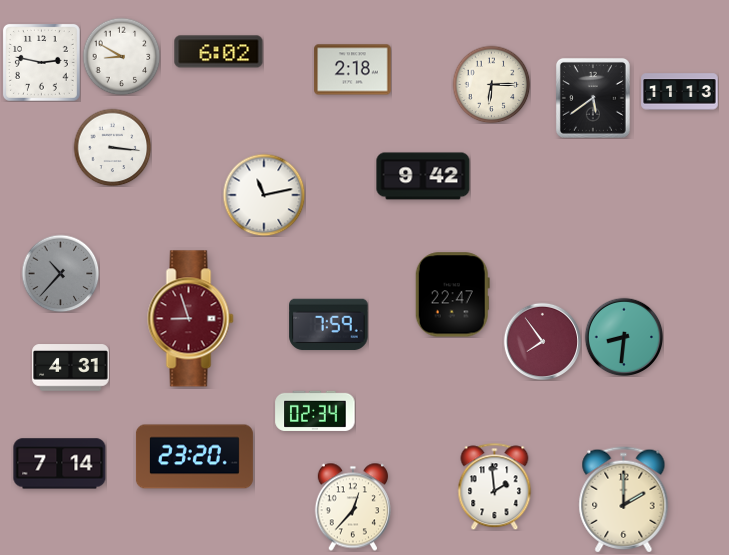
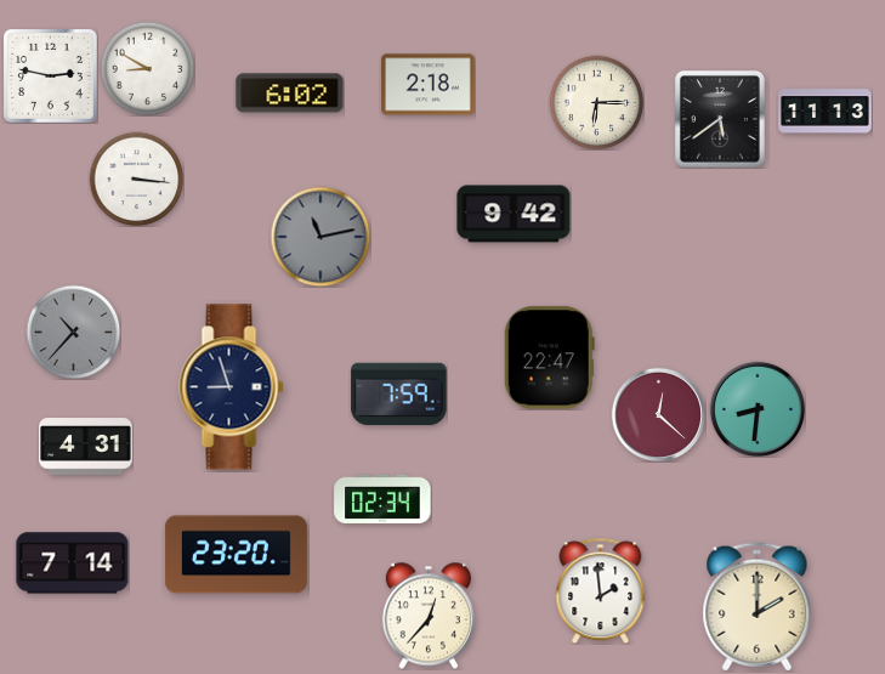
clock at (219, 52) position: (219, 52) -> (290, 94)
clock at (264, 195) dial: white -> grey
clock at (191, 319) dial: burgundy -> navy
clock at (542, 341): 7:54 -> 12:22
